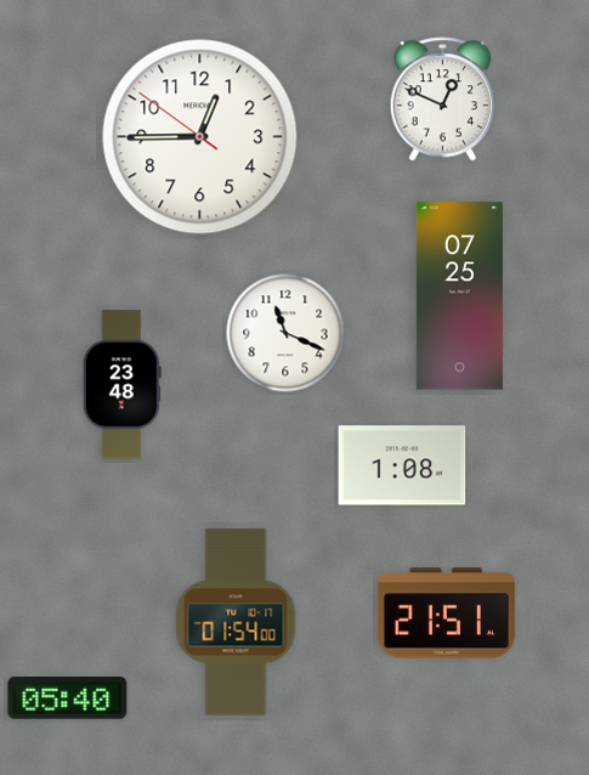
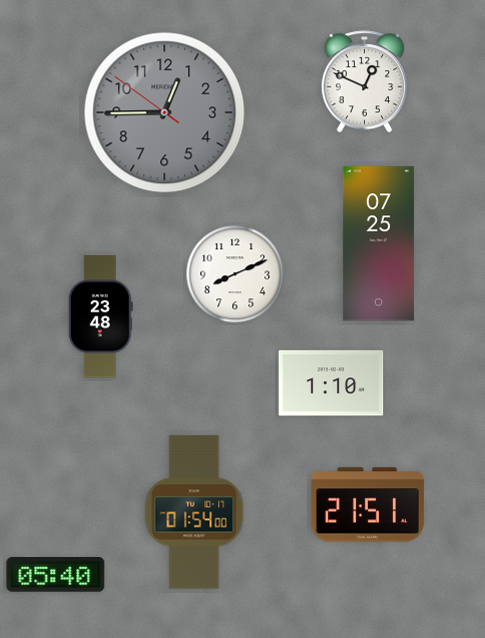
clock at (200, 137) dial: white -> grey
clock at (285, 333): 11:19 -> 8:11
clock at (402, 465): 1:08 -> 1:10
